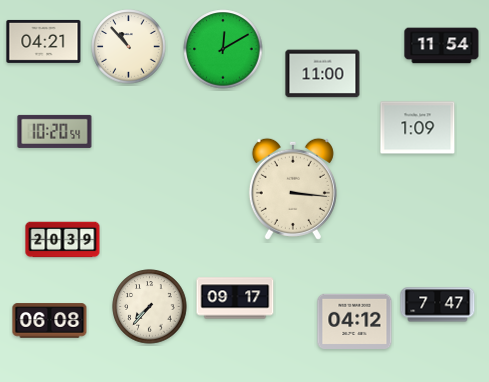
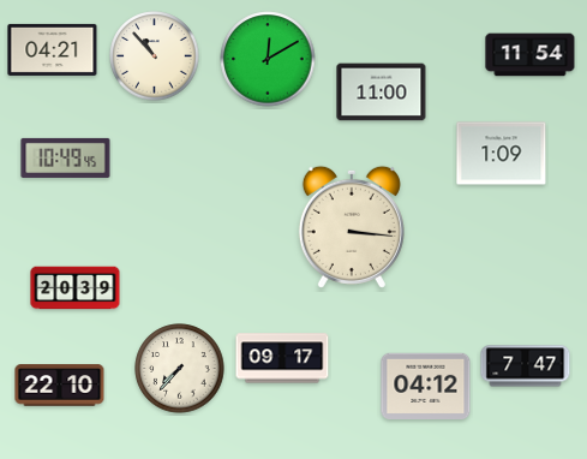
clock at (323, 74) position: (323, 74) -> (382, 93)
clock at (55, 131): 10:20 -> 10:49
clock at (50, 321): 06:08 -> 22:10
